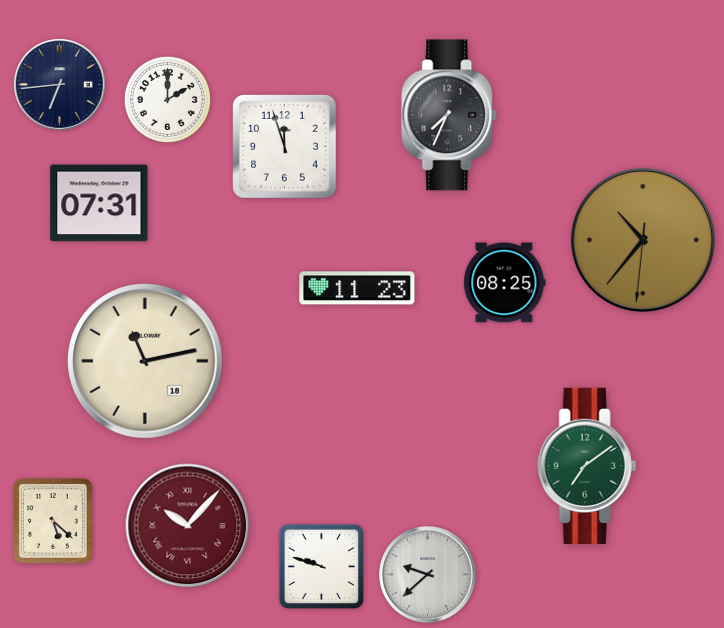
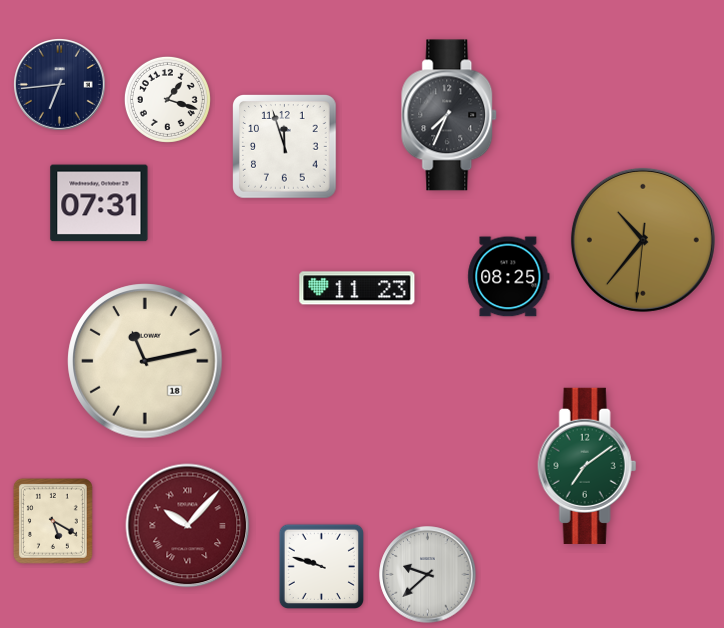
clock at (167, 99): 2:00 -> 1:18
clock at (505, 283) position: (505, 283) -> (509, 277)
clock at (53, 521): 5:22 -> 5:20
